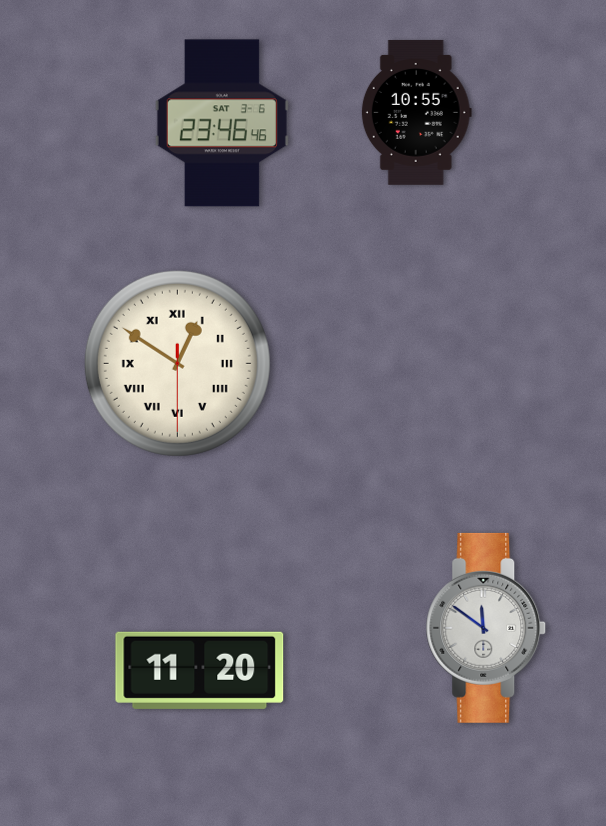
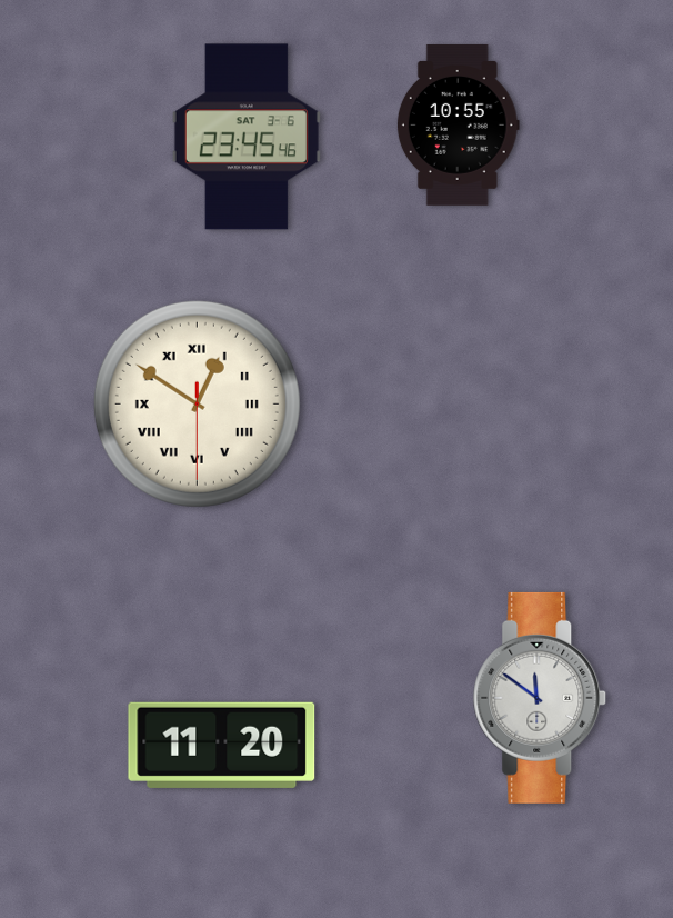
clock at (416, 112) position: (416, 112) -> (458, 124)
clock at (222, 123): 23:46 -> 23:45
